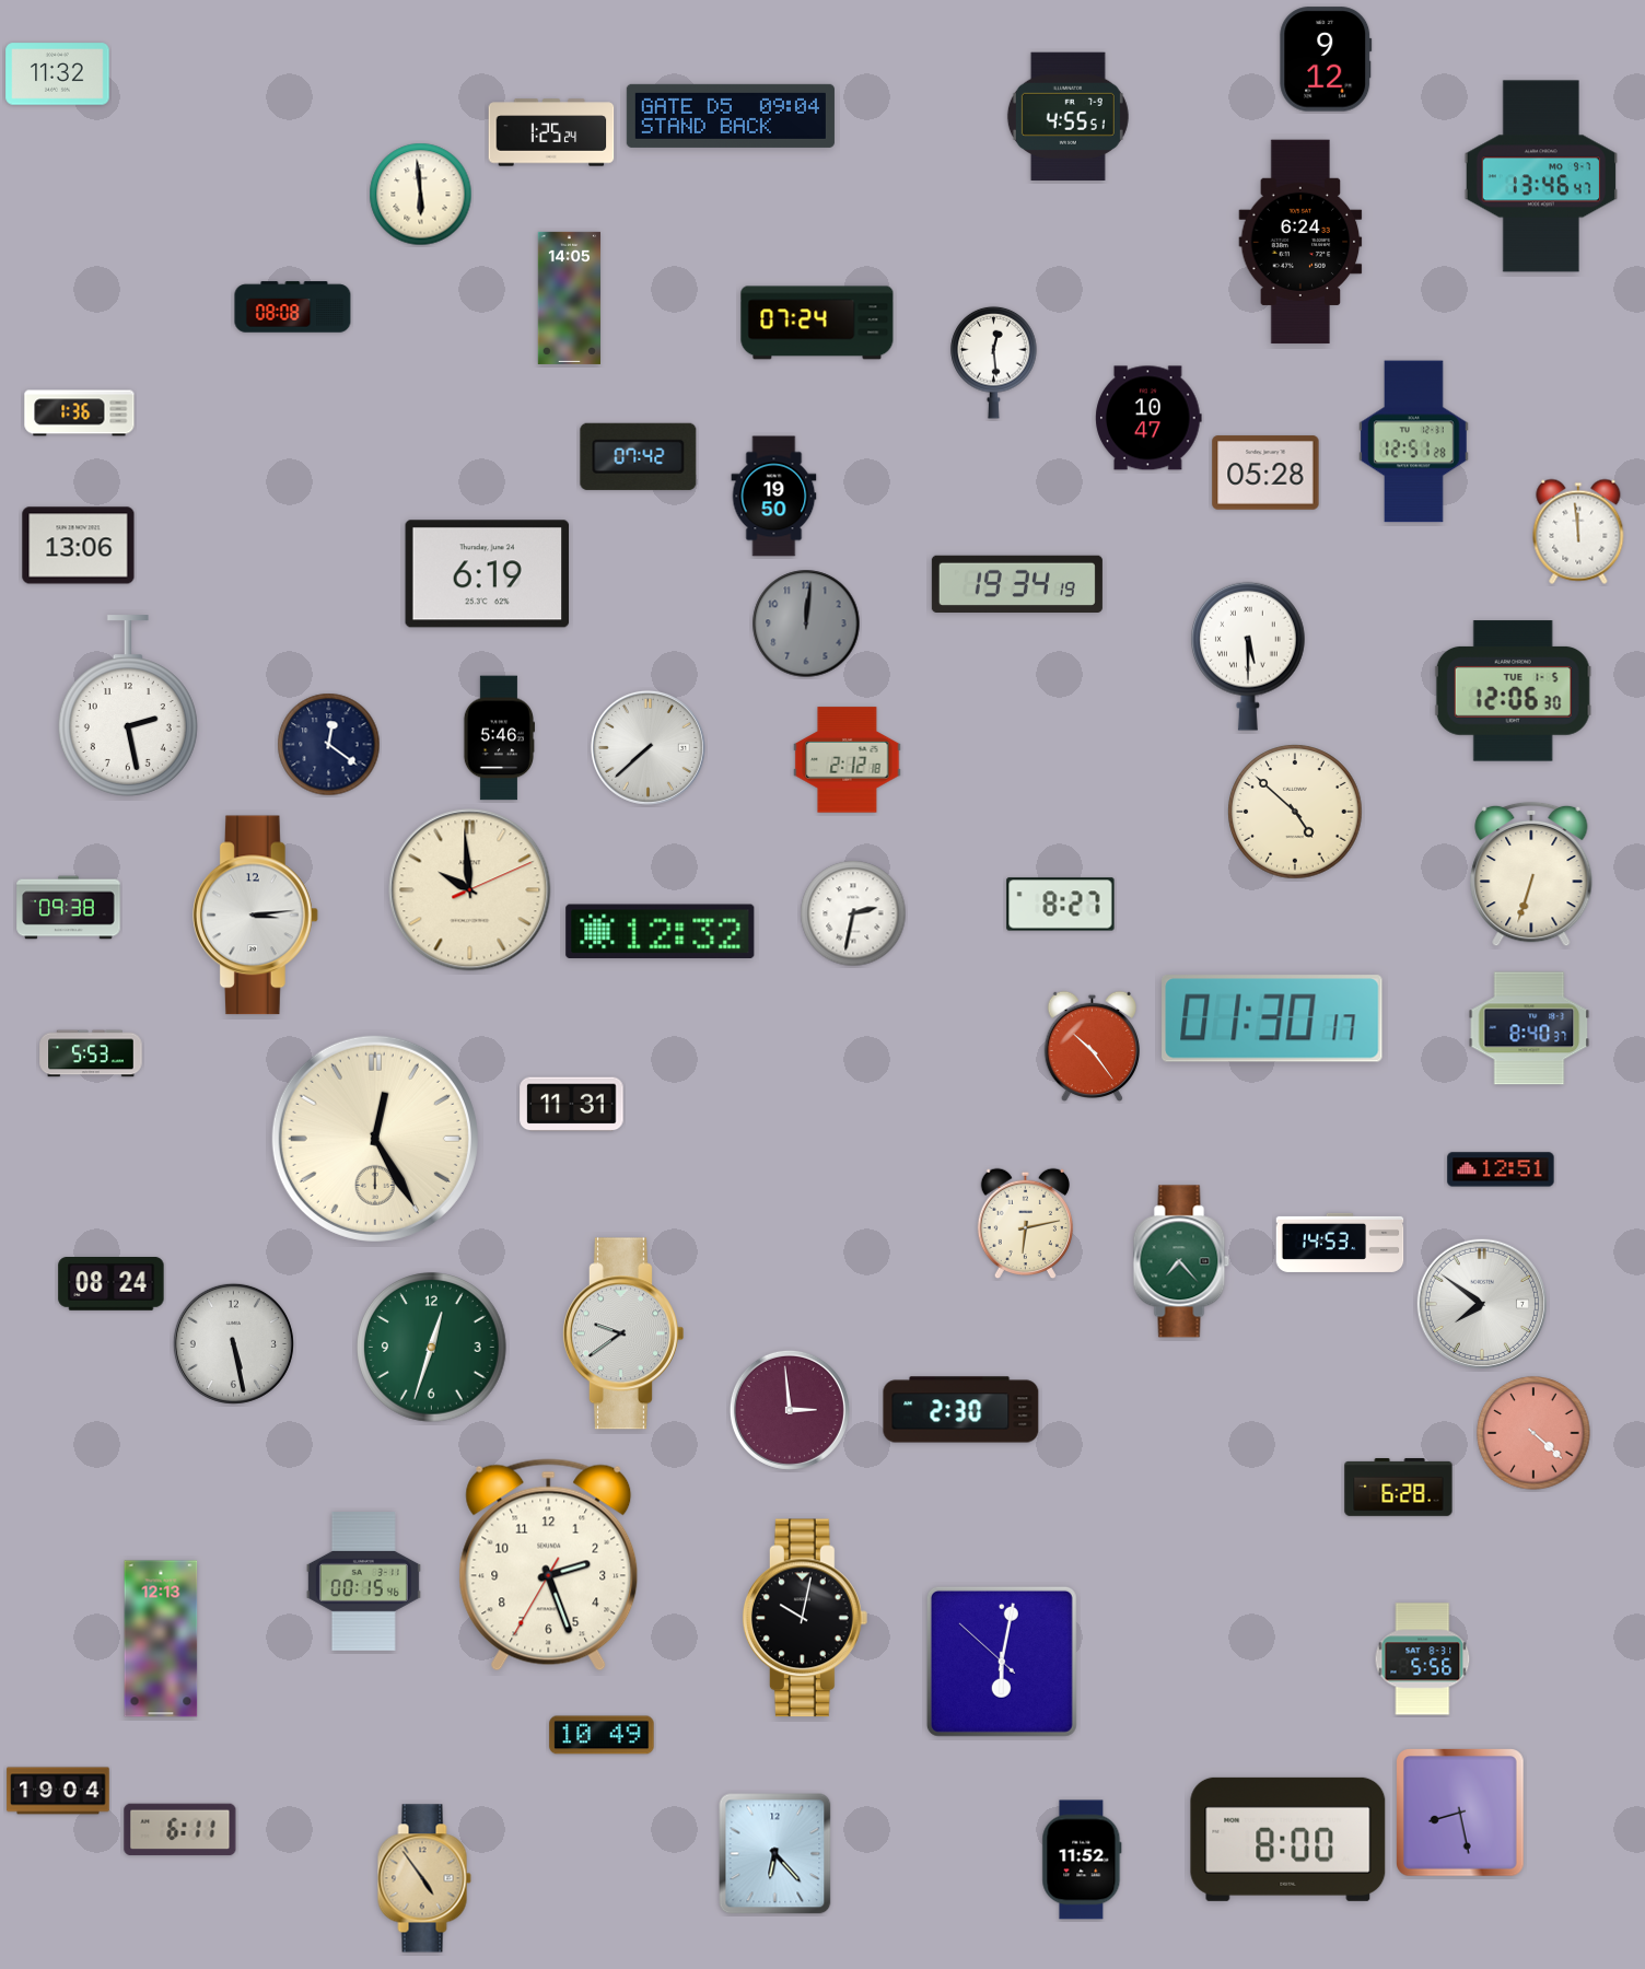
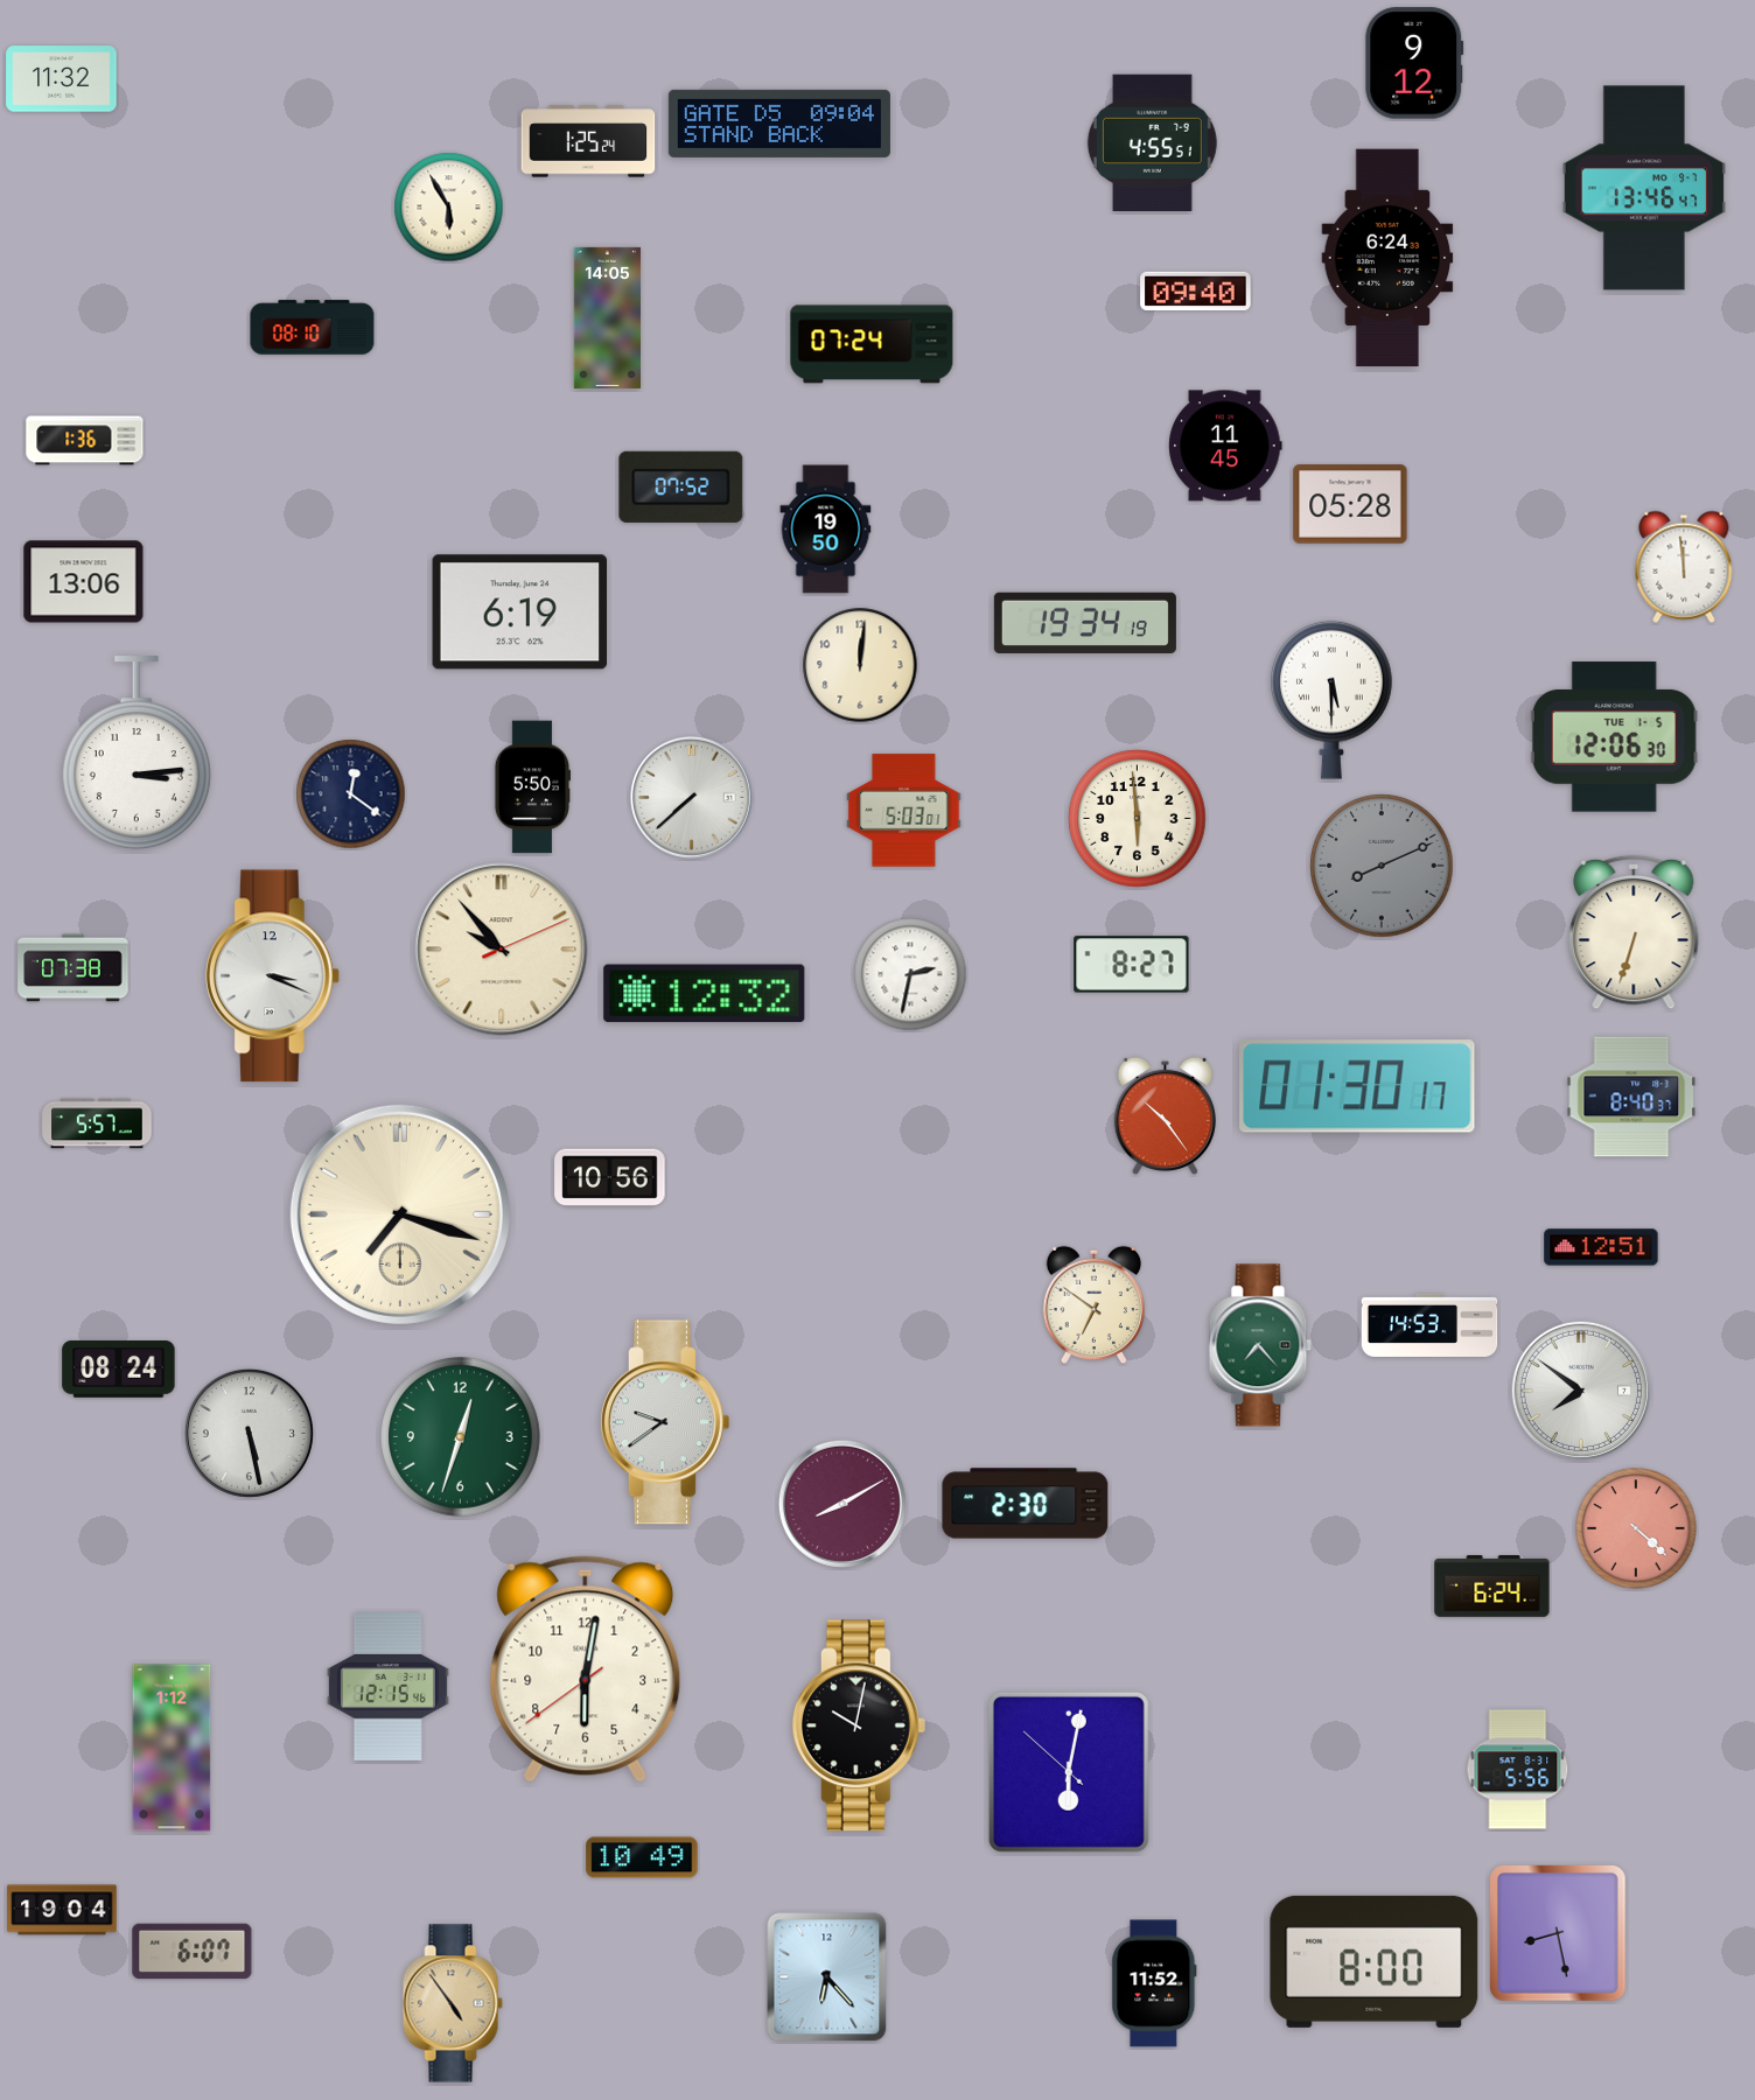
clock at (1067, 116) position: (1067, 116) -> (1152, 142)
clock at (421, 195): 5:59 -> 5:55
clock at (1196, 292): none -> 09:40
clock at (293, 307): 08:08 -> 08:10
clock at (994, 362): 12:29 -> none
clock at (1148, 418): 10:47 -> 11:45
clock at (1414, 442): 12:51 -> none
clock at (639, 456): 07:42 -> 07:52
clock at (806, 624) dial: grey -> cream
clock at (128, 706): 2:28 -> 3:14
clock at (498, 738): 5:46 -> 5:50
clock at (848, 760): 2:12 -> 5:03
clock at (1138, 819): none -> 5:59
clock at (1295, 812): 4:52 -> 8:11
clock at (1295, 812) dial: cream -> grey
clock at (470, 890): 9:59 -> 9:53
clock at (69, 908): 09:38 -> 07:38
clock at (255, 916): 3:14 -> 3:19
clock at (91, 1053): 5:53 -> 5:57
clock at (572, 1105): 11:31 -> 10:56
clock at (375, 1139): 12:25 -> 7:18
clock at (1025, 1224): 6:13 -> 6:51
clock at (790, 1410): 2:59 -> 8:10
clock at (1399, 1488): 6:28 -> 6:24
clock at (549, 1565): 2:26 -> 6:01
clock at (363, 1582): 00:15 -> 12:15
clock at (161, 1639): 12:13 -> 1:12
clock at (602, 1735) position: (602, 1735) -> (642, 1857)
clock at (180, 1830): 6:11 -> 6:07
